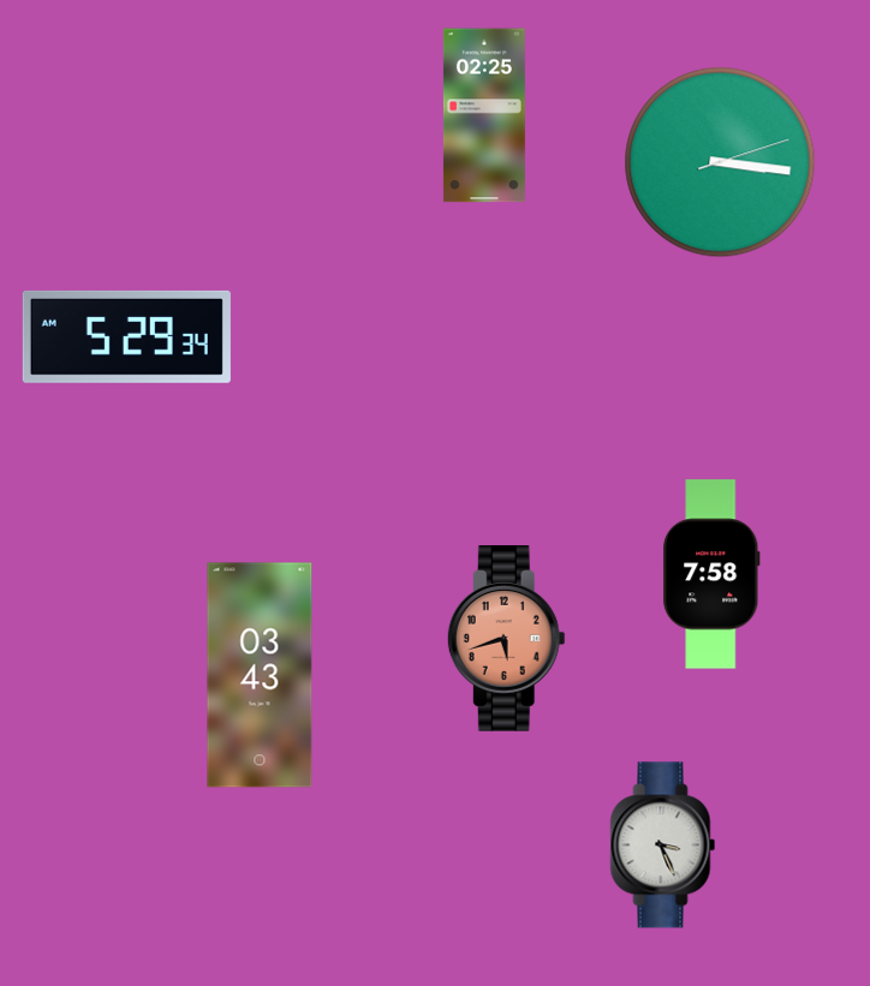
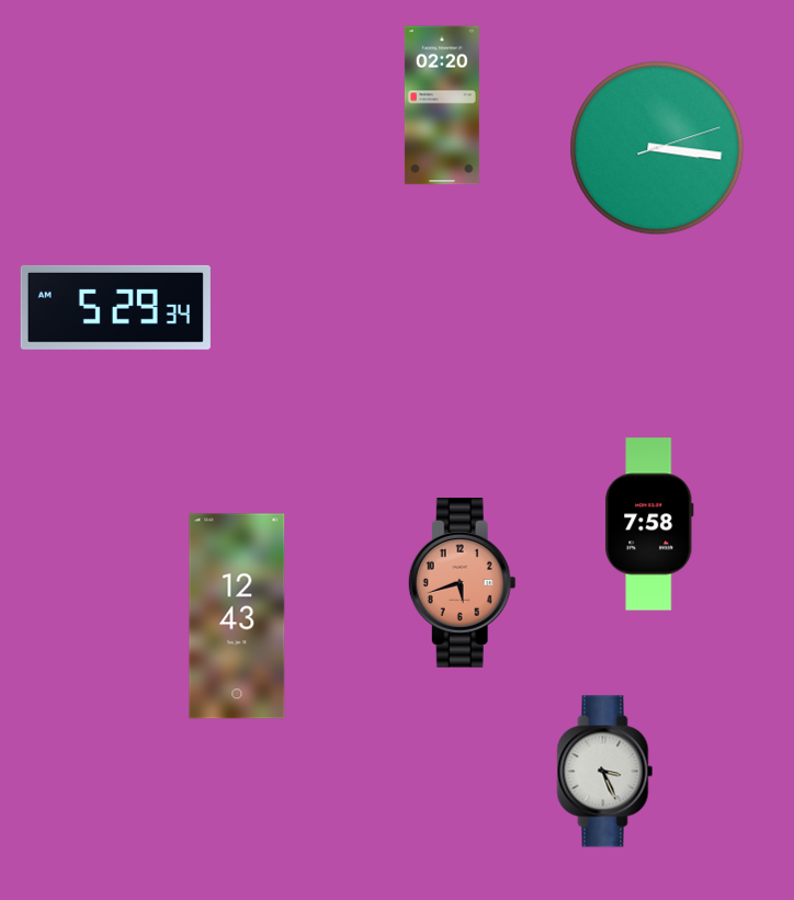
clock at (484, 115): 02:25 -> 02:20
clock at (260, 675): 03:43 -> 12:43
